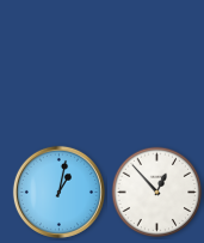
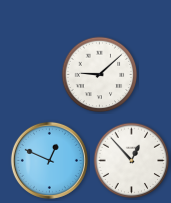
clock at (100, 75): none -> 9:08
clock at (58, 192): 1:02 -> 12:49
